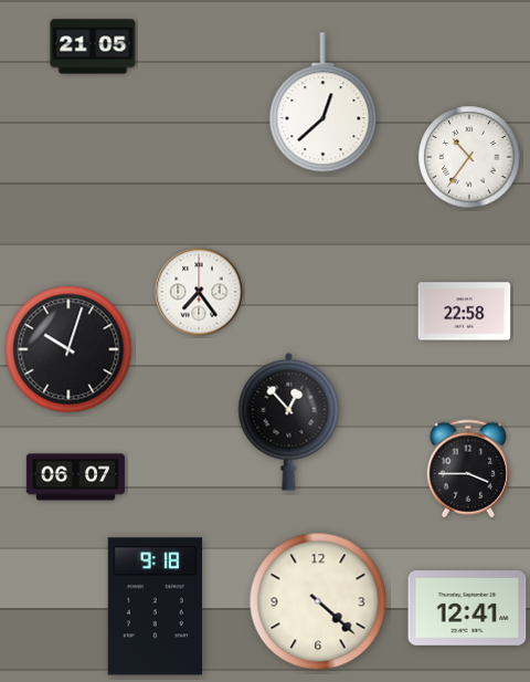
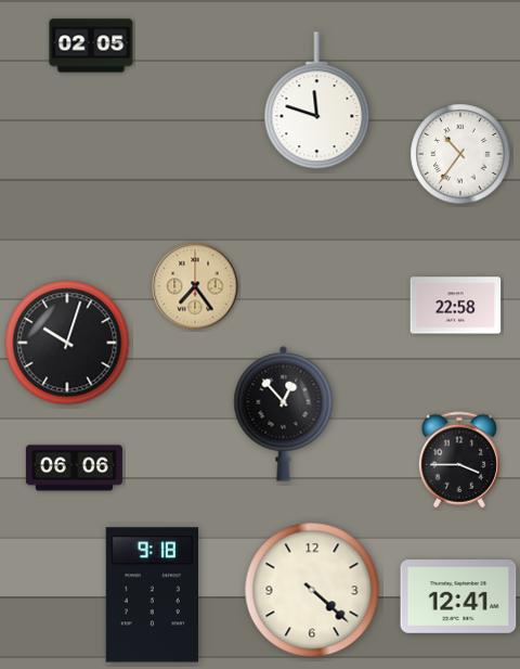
clock at (93, 46): 21:05 -> 02:05
clock at (324, 103): 12:38 -> 11:48
clock at (199, 292) dial: white -> champagne
clock at (75, 478): 06:07 -> 06:06
